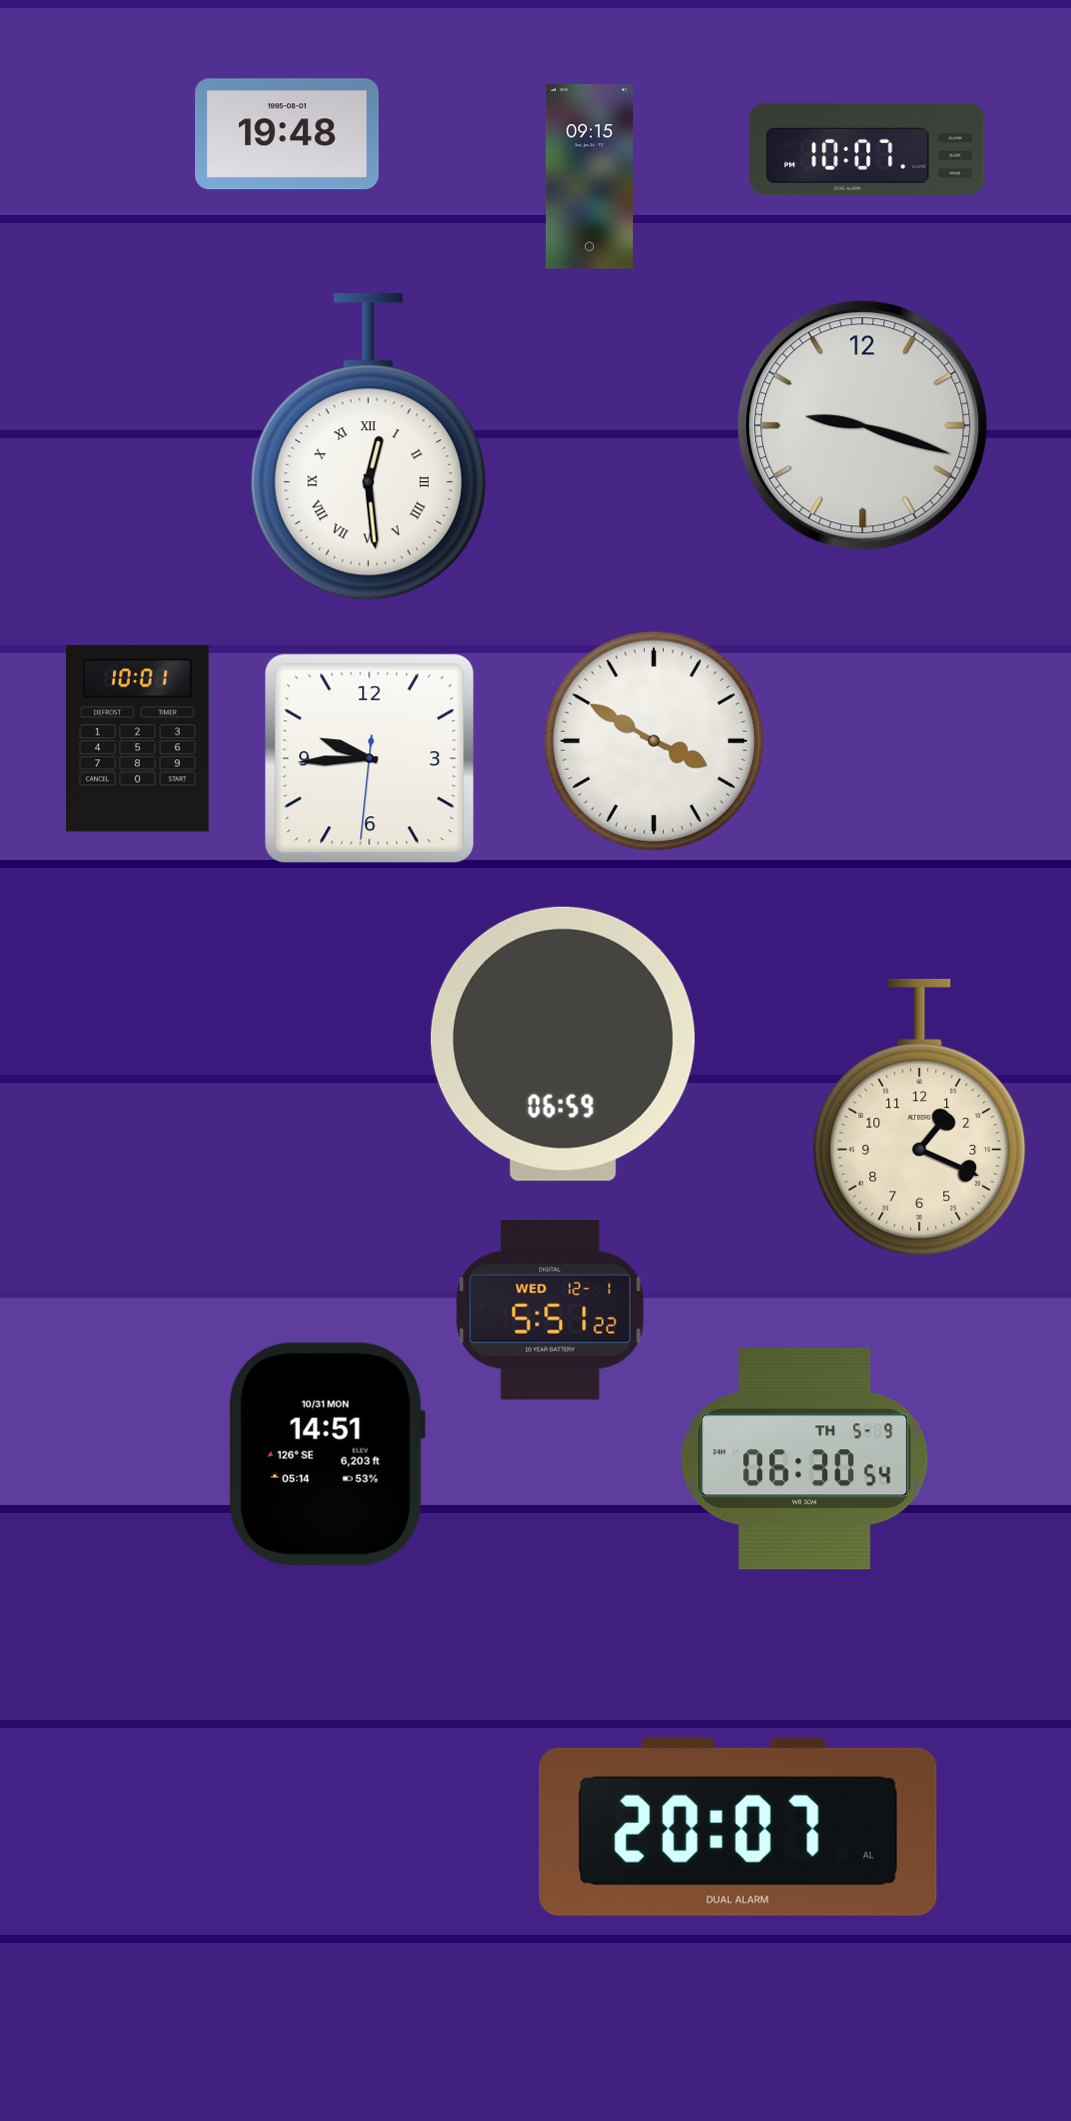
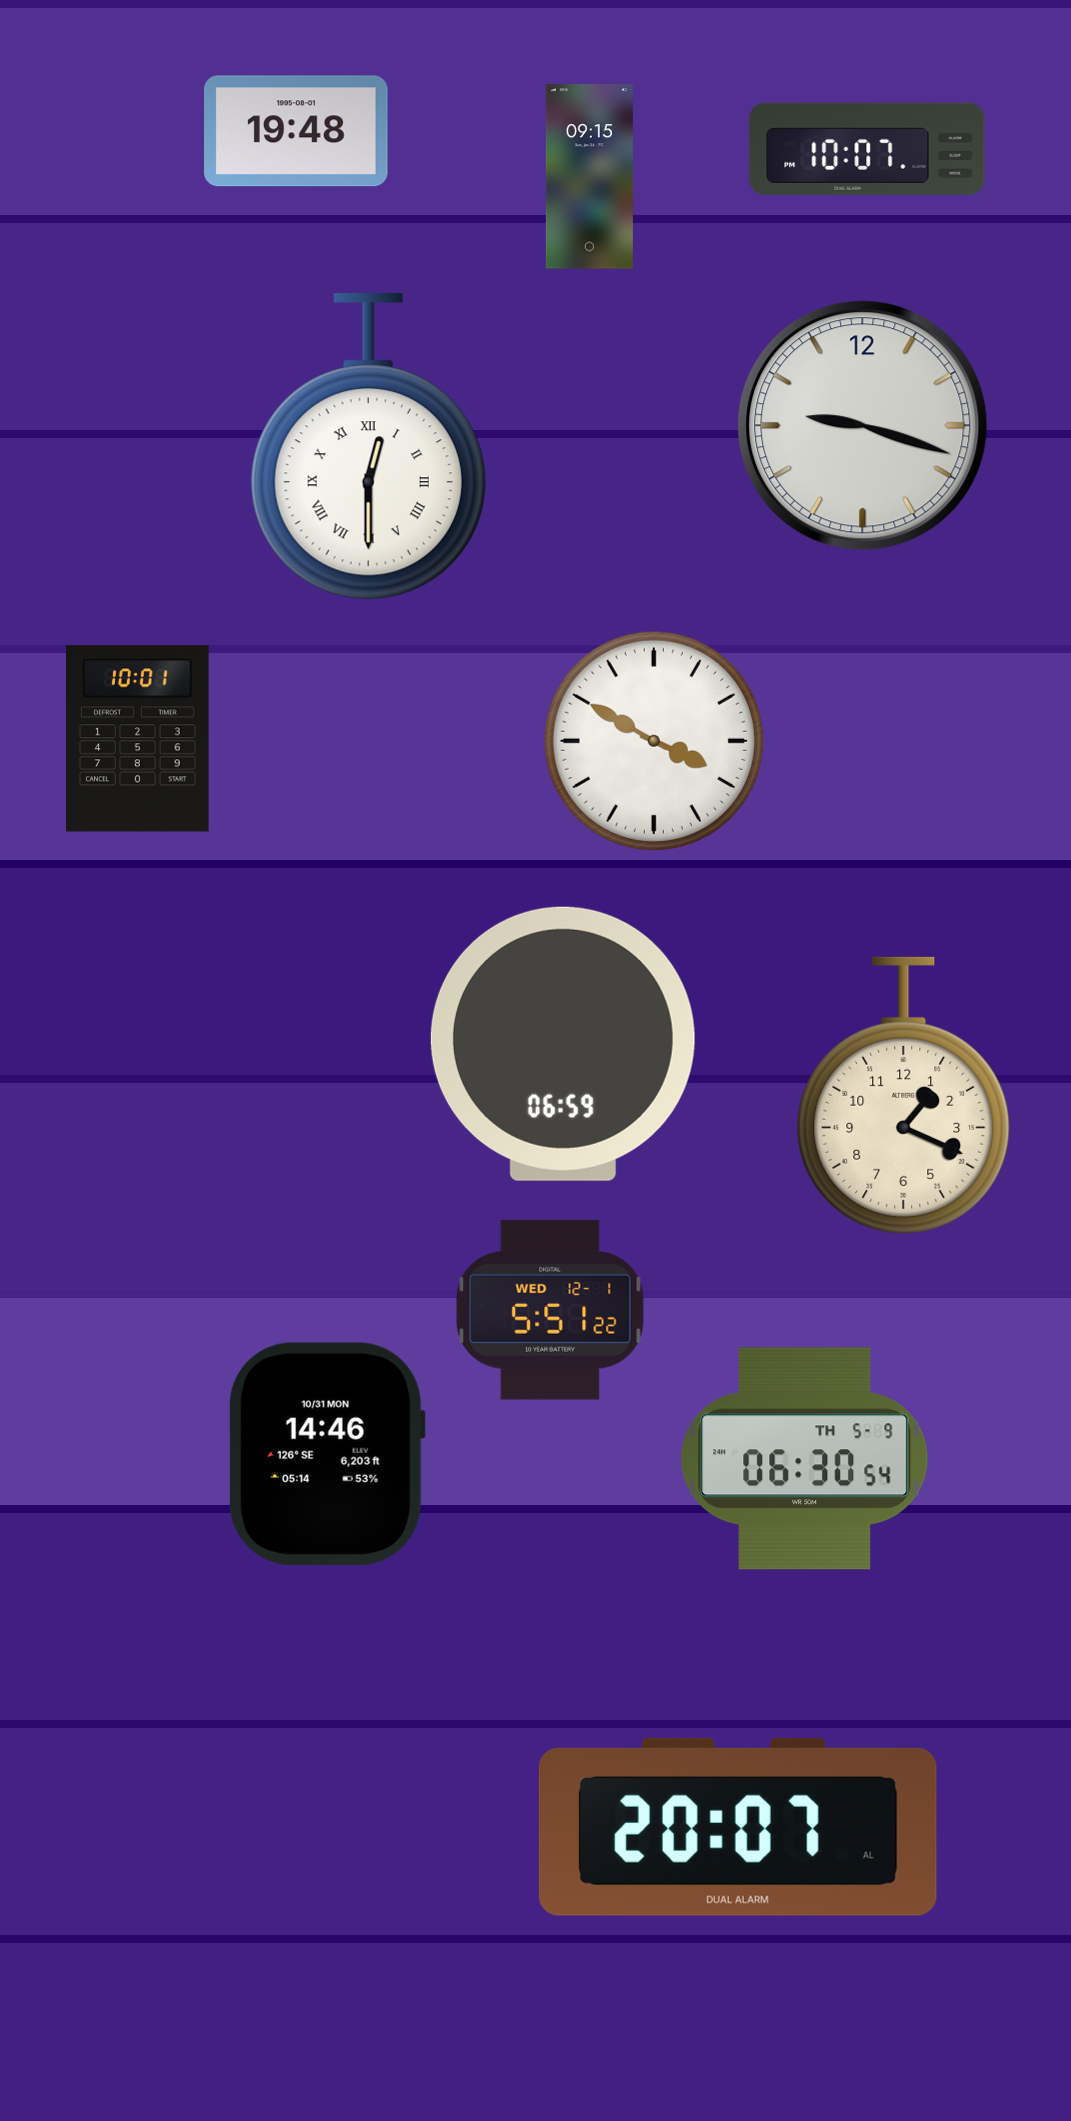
clock at (288, 134) position: (288, 134) -> (297, 131)
clock at (368, 447): 12:29 -> 12:30
clock at (370, 759): 9:44 -> none
clock at (920, 1117) position: (920, 1117) -> (904, 1095)
clock at (327, 1454): 14:51 -> 14:46
